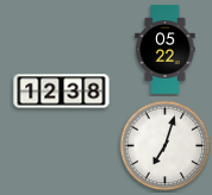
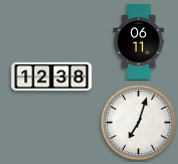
clock at (166, 50): 05:22 -> 06:11
